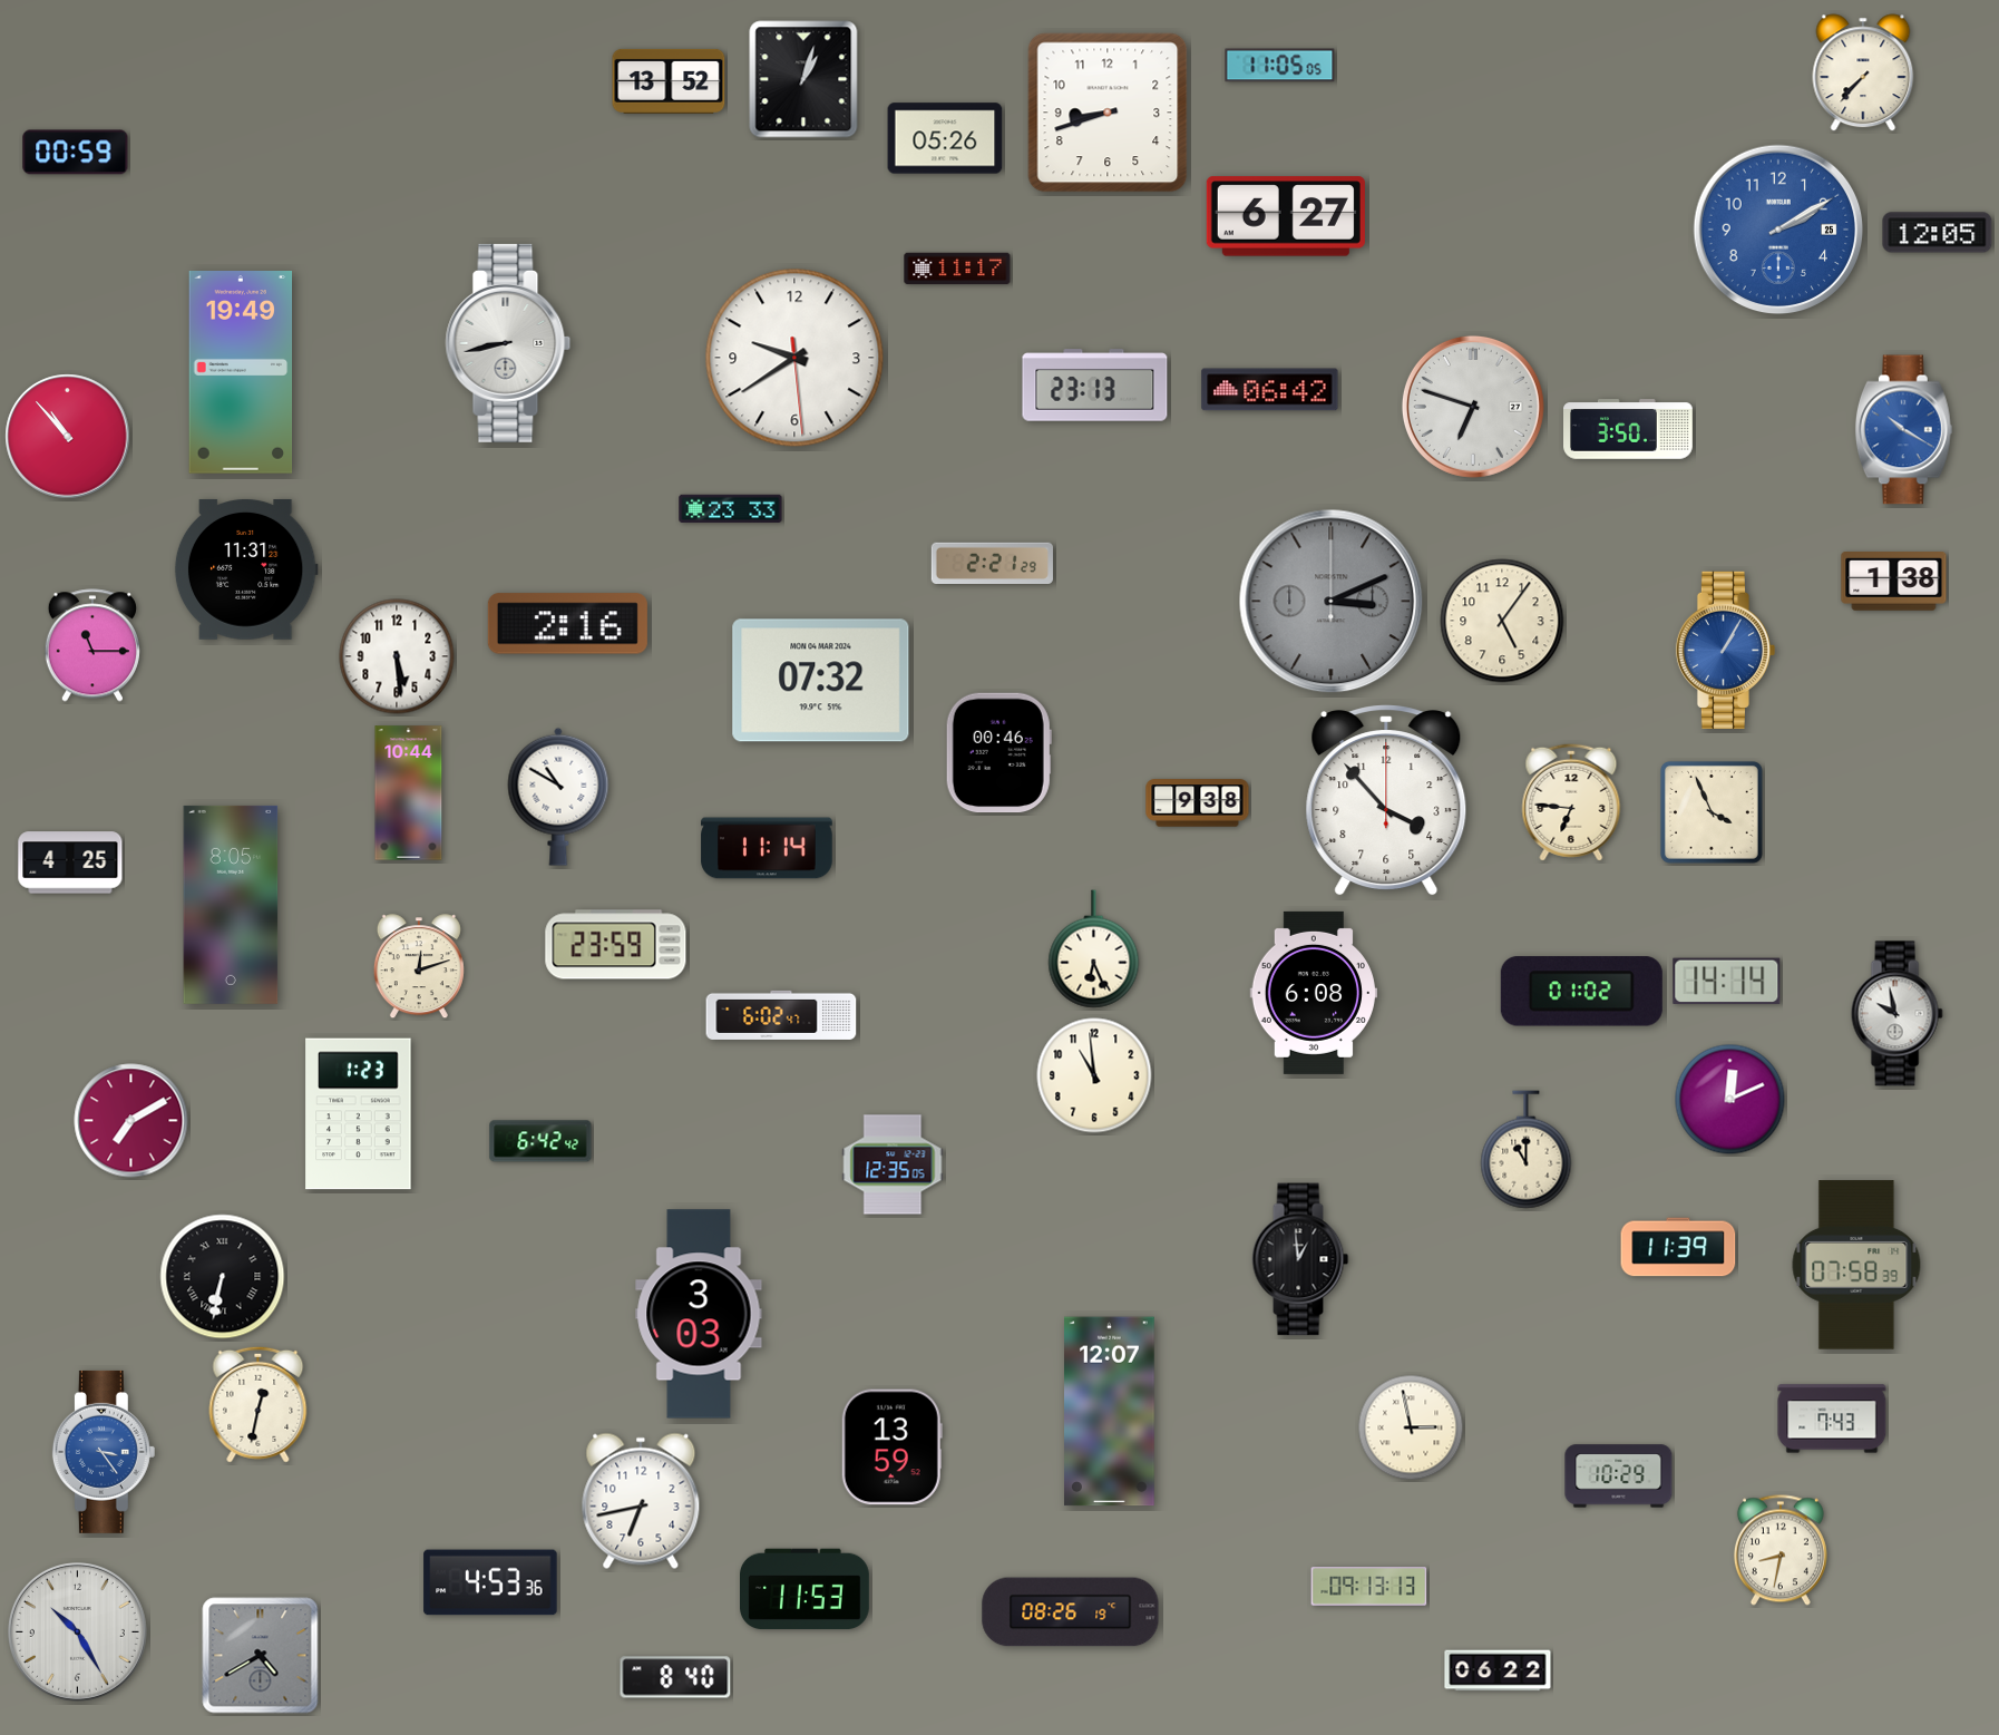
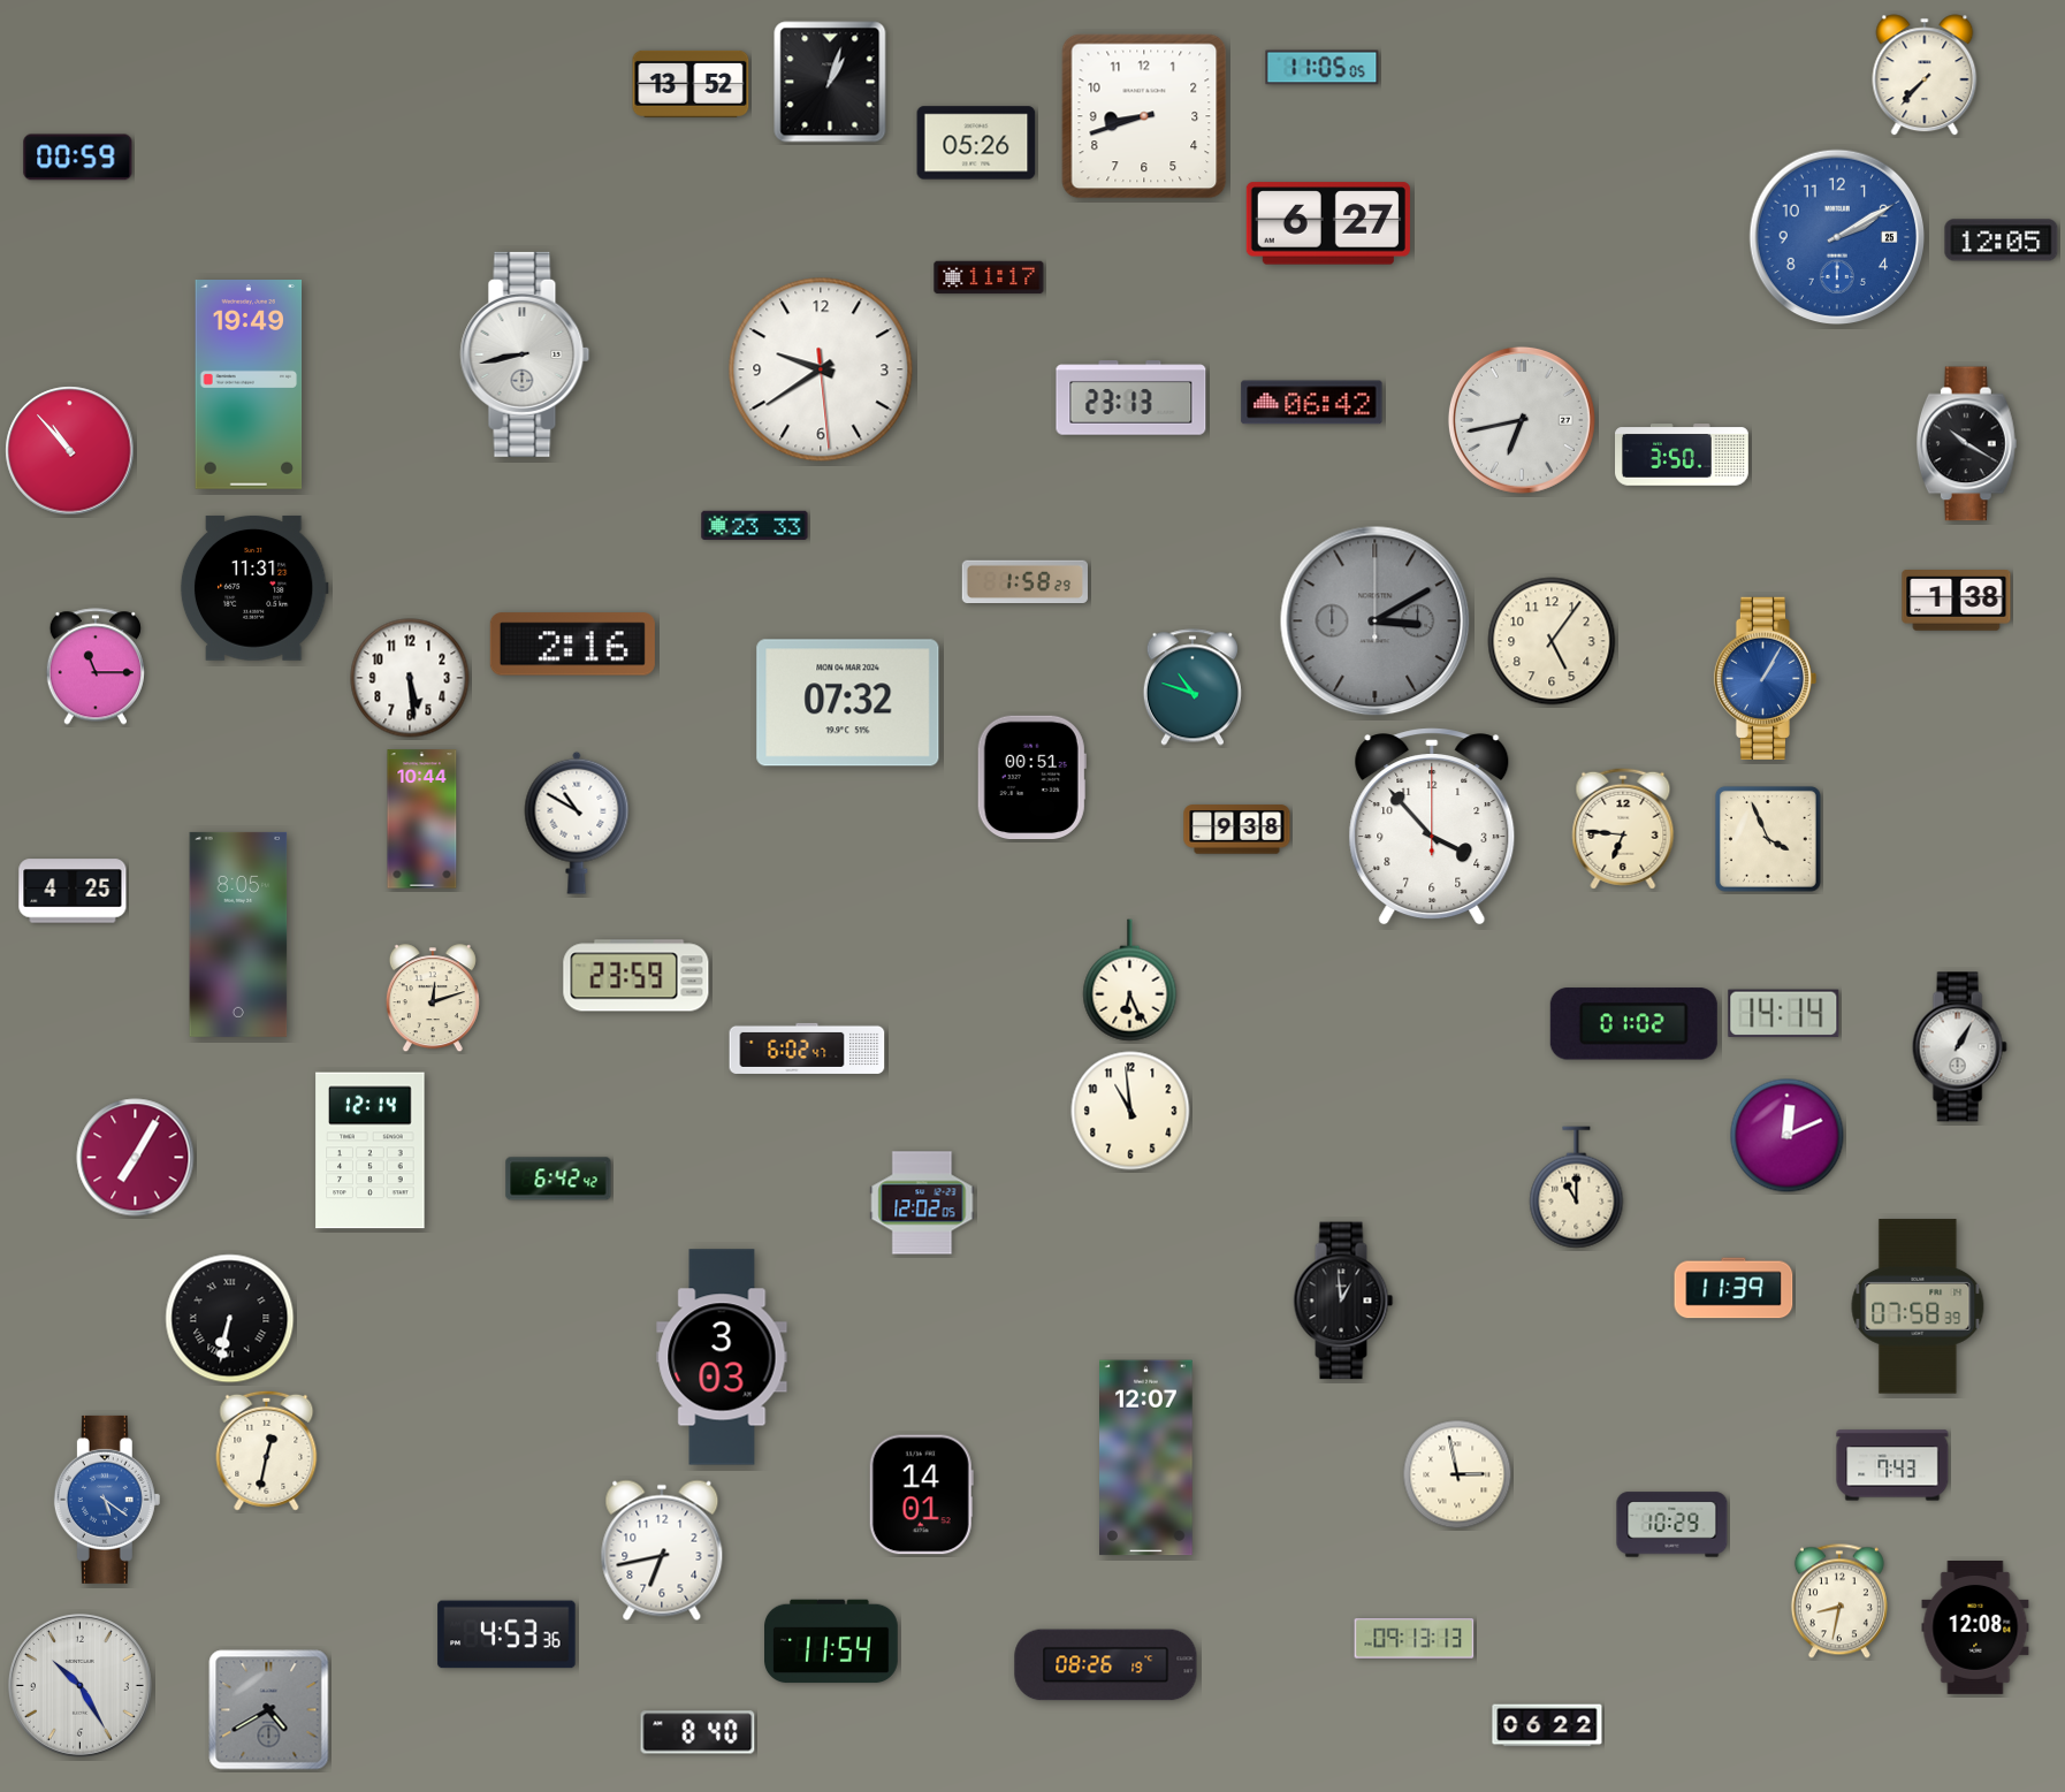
clock at (1473, 407): 6:48 -> 6:43
clock at (1629, 429) position: (1629, 429) -> (1683, 455)
clock at (1903, 430) dial: blue -> black
clock at (992, 563): 2:21 -> 1:58
clock at (1332, 602): 3:11 -> 3:10
clock at (567, 624) position: (567, 624) -> (572, 645)
clock at (1725, 650) position: (1725, 650) -> (1765, 678)
clock at (1192, 687): none -> 10:48
clock at (998, 753): 00:46 -> 00:51
clock at (767, 848): 11:14 -> none
clock at (1313, 993): 6:08 -> none
clock at (1896, 1014): 9:58 -> 1:05
clock at (359, 1114): 1:23 -> 12:14
clock at (131, 1121): 7:10 -> 7:05
clock at (893, 1164): 12:35 -> 12:02
clock at (891, 1448): 13:59 -> 14:01
clock at (104, 1452): 3:24 -> 5:21
clock at (1975, 1629): none -> 12:08
clock at (806, 1589): 11:53 -> 11:54
